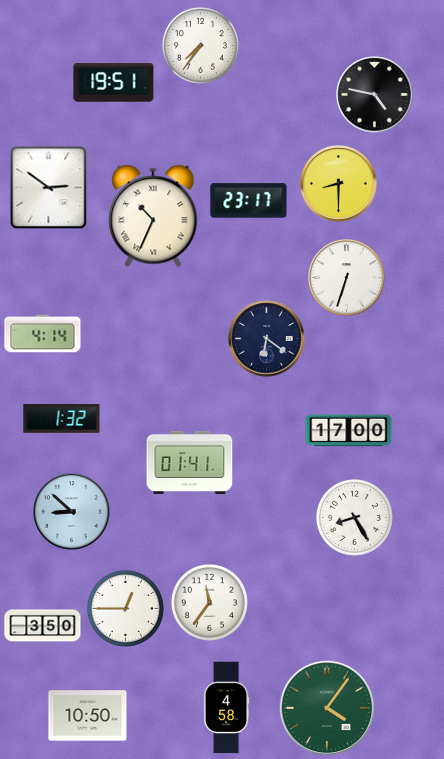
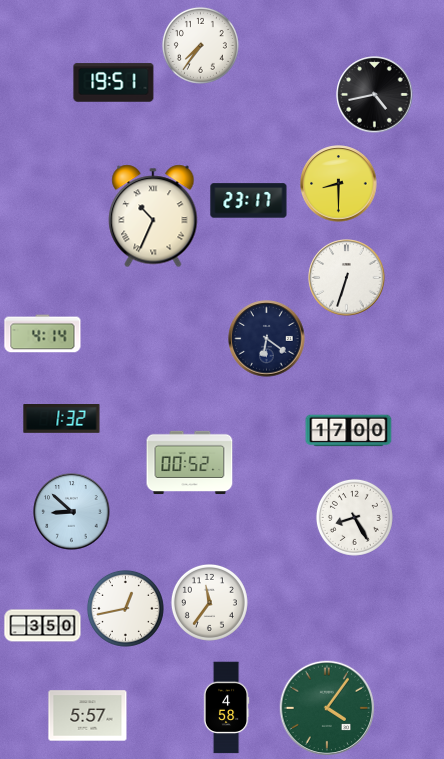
clock at (375, 95): 4:47 -> 4:43
clock at (49, 187): 2:51 -> none
clock at (190, 463): 01:41 -> 00:52
clock at (125, 608): 12:45 -> 12:43
clock at (88, 716): 10:50 -> 5:57
